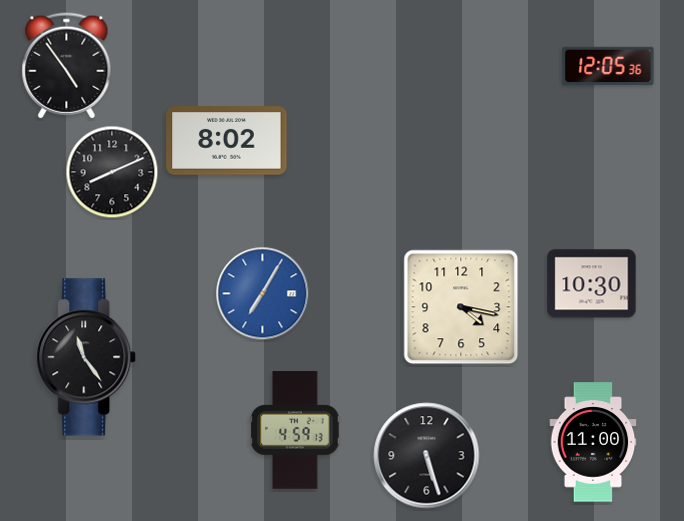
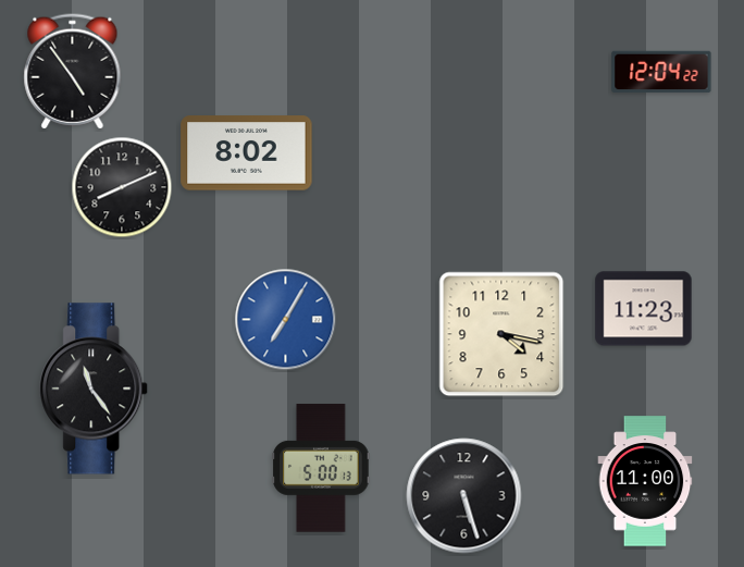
clock at (608, 66): 12:05 -> 12:04
clock at (592, 284): 10:30 -> 11:23
clock at (295, 430): 4:59 -> 5:00
